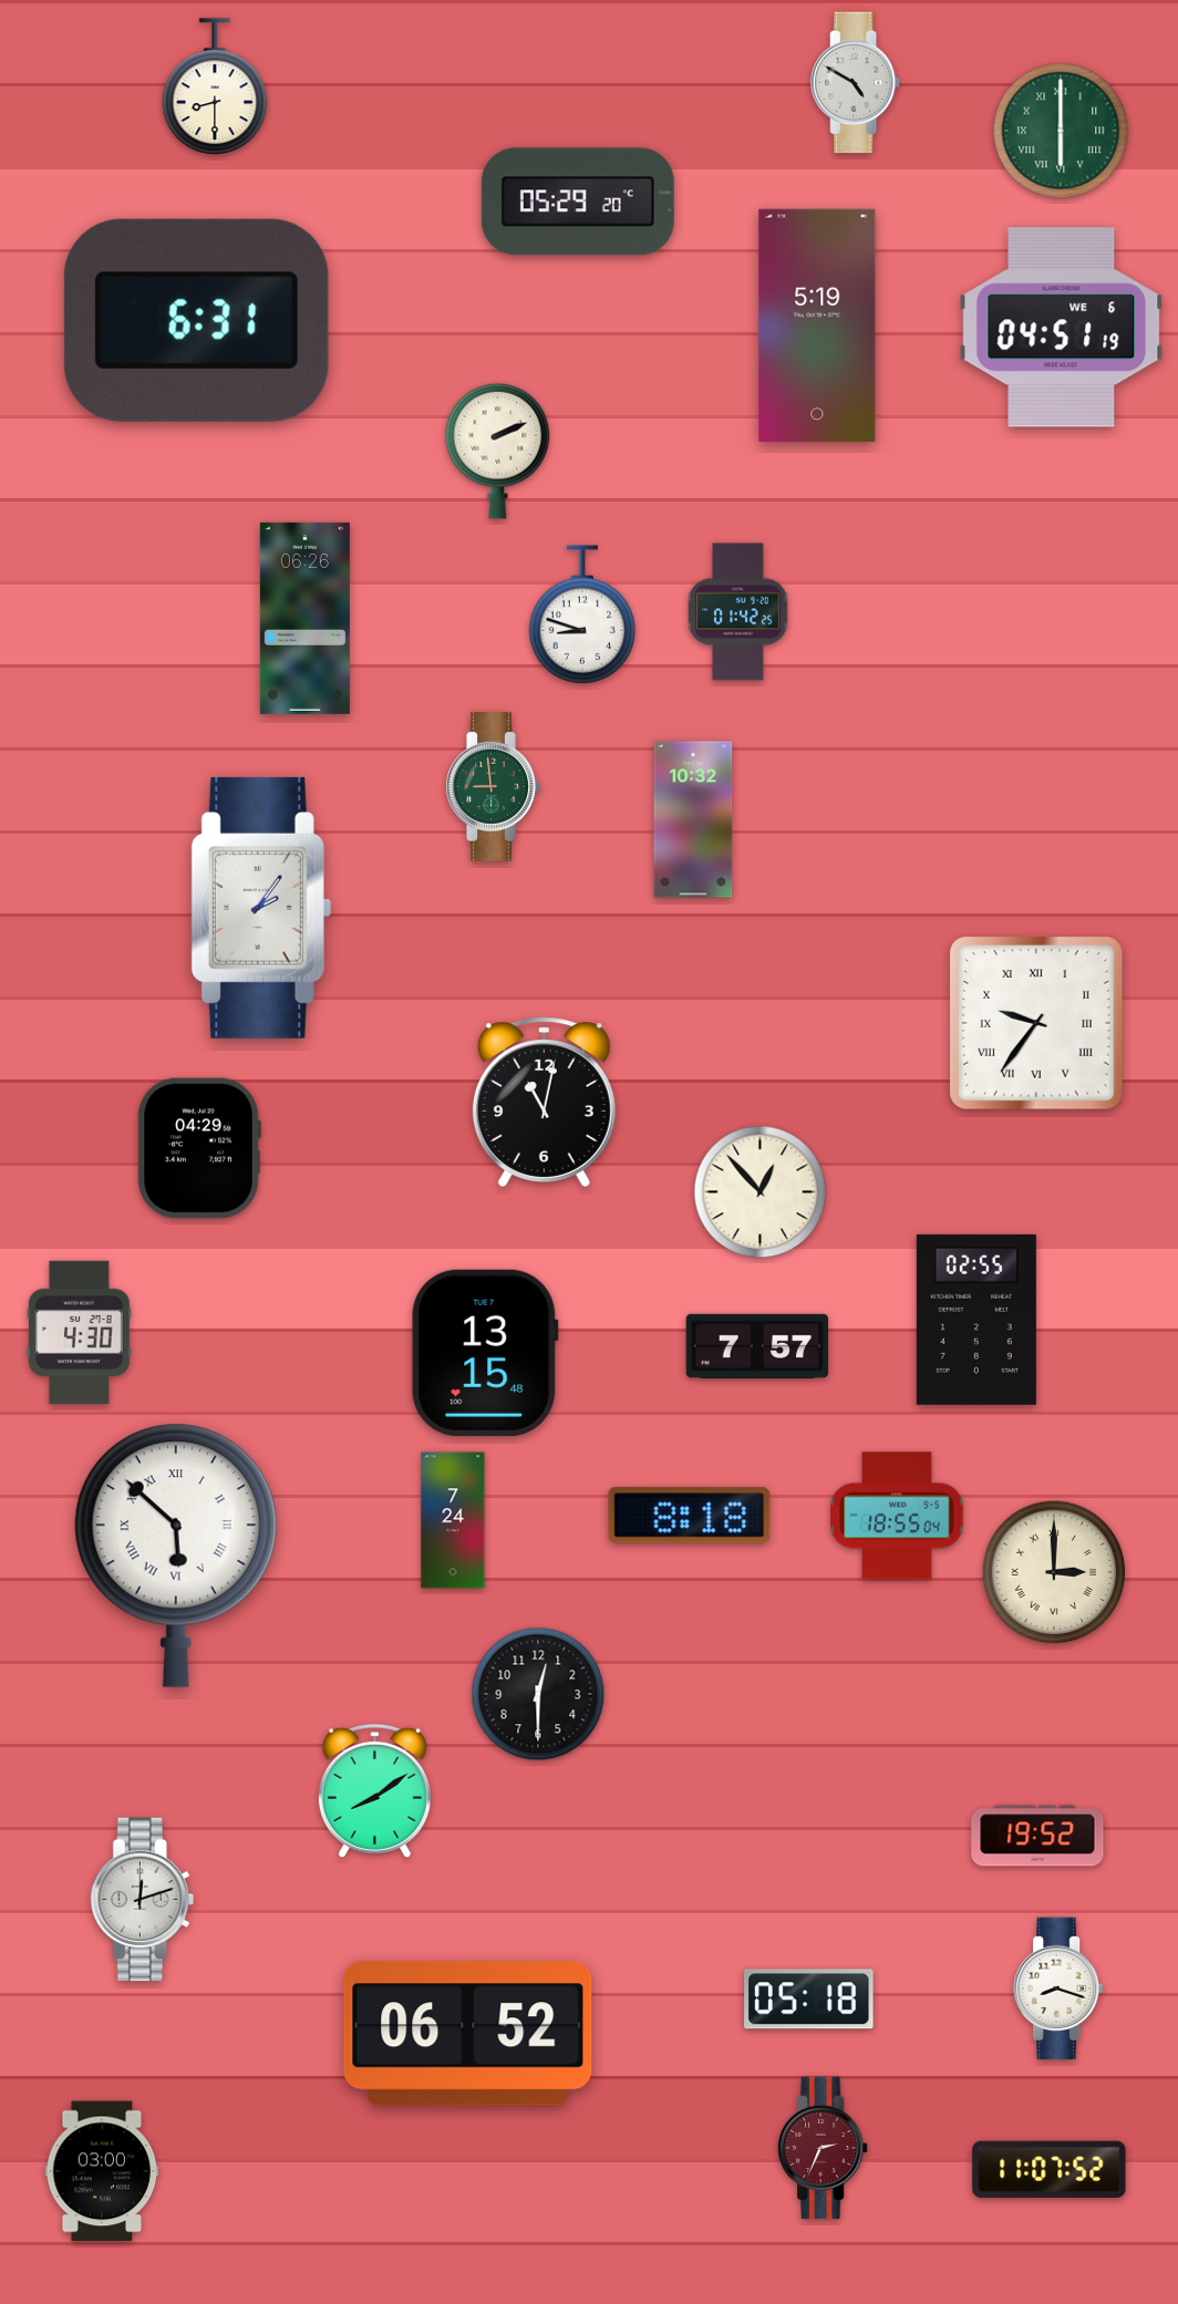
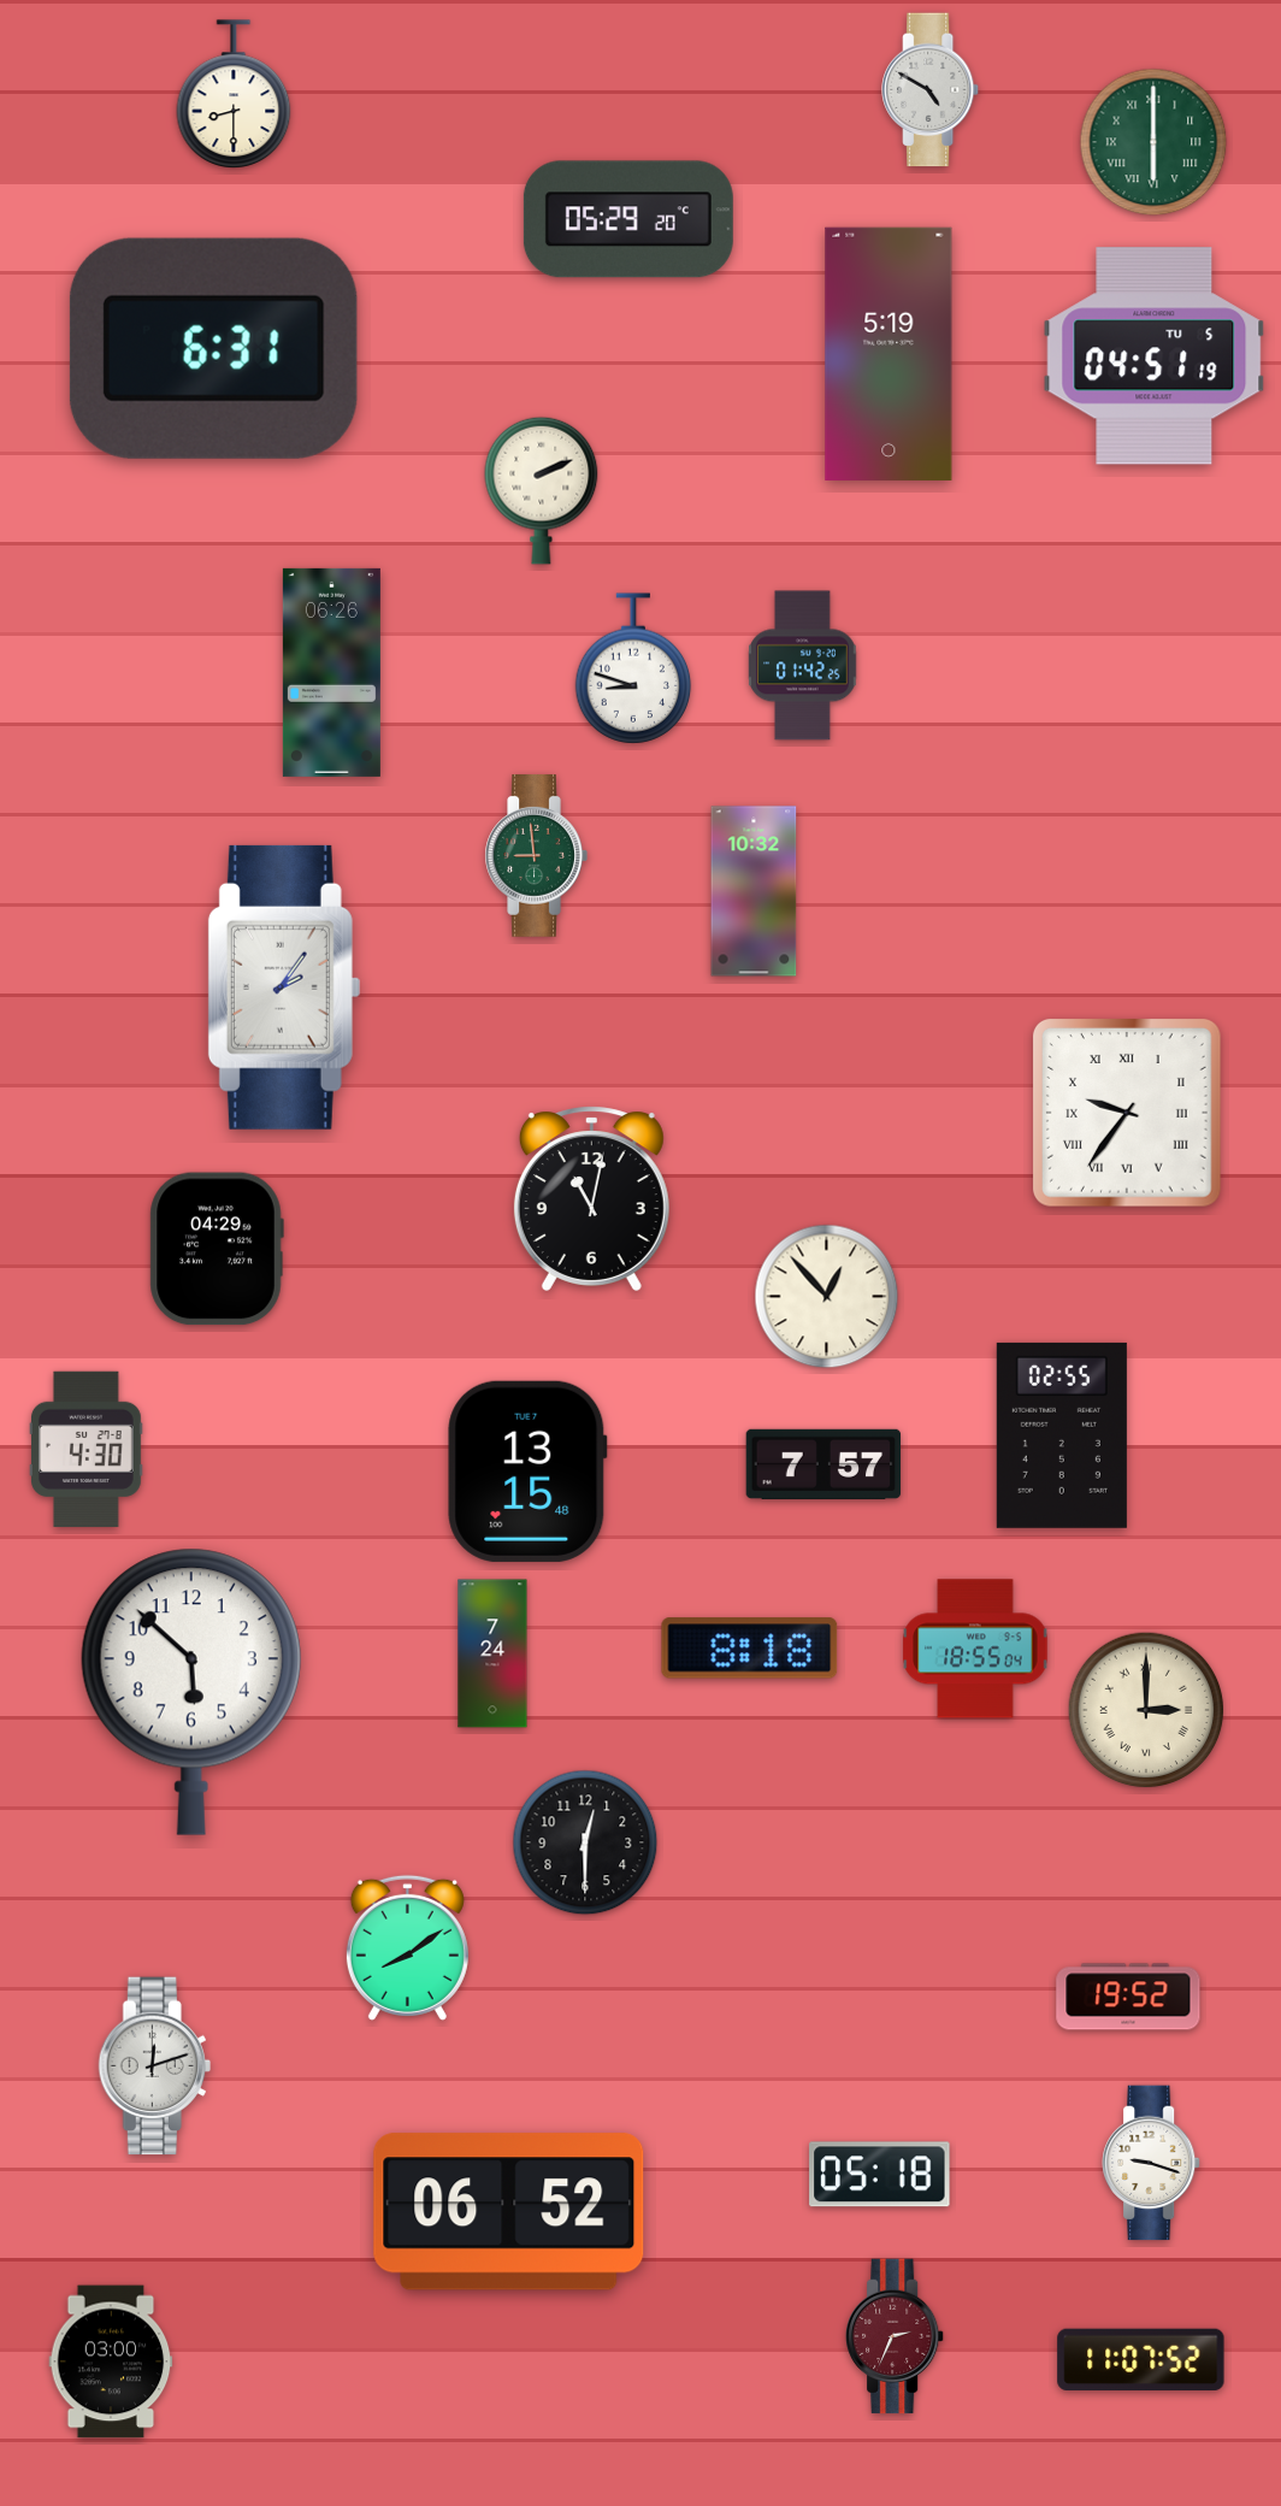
clock at (1062, 328) date: WE 6 -> TU 5
clock at (176, 1556) numerals: Roman -> Arabic
clock at (1060, 1988): 8:18 -> 9:18
